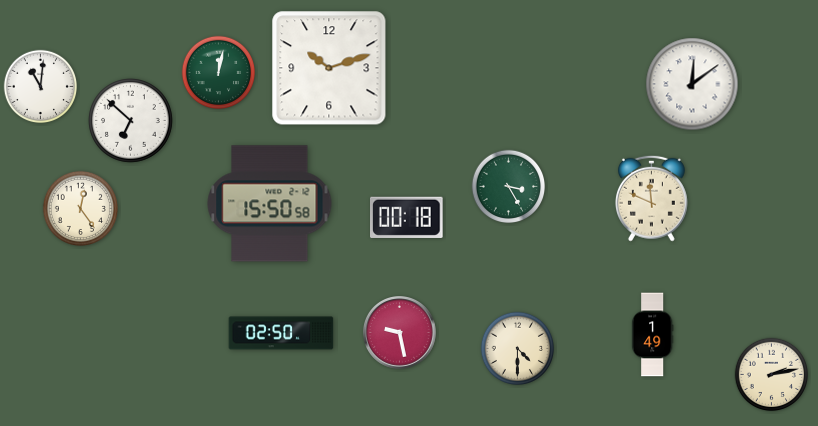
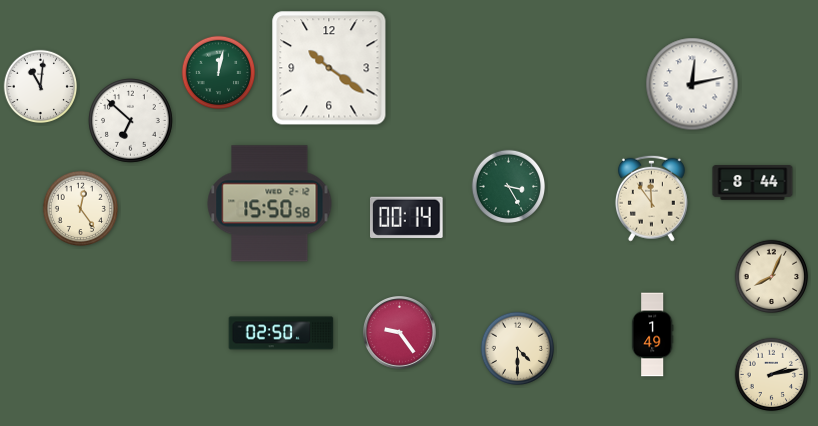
clock at (329, 68): 10:12 -> 10:21
clock at (692, 84): 12:09 -> 12:13
clock at (753, 183): none -> 8:44
clock at (651, 198): 11:49 -> 11:54
clock at (407, 217): 00:18 -> 00:14
clock at (772, 277): none -> 8:04
clock at (400, 333): 9:28 -> 9:24
